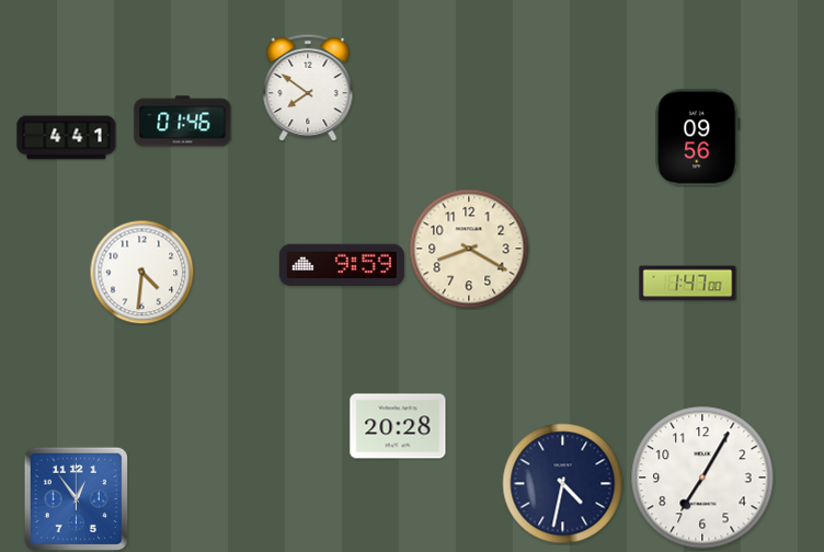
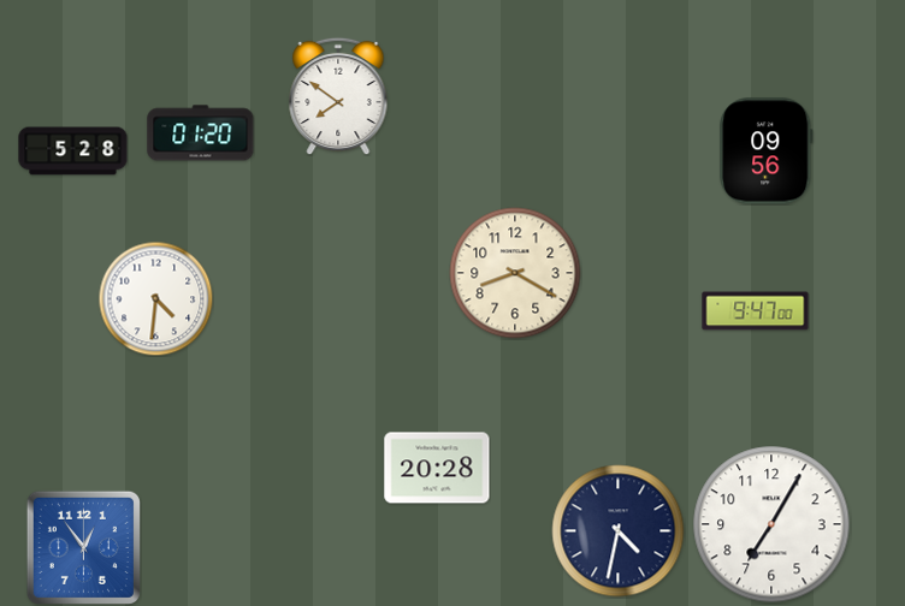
clock at (183, 122): 01:46 -> 01:20
clock at (67, 138): 4:41 -> 5:28
clock at (342, 265): 9:59 -> none
clock at (688, 284): 1:47 -> 9:47
